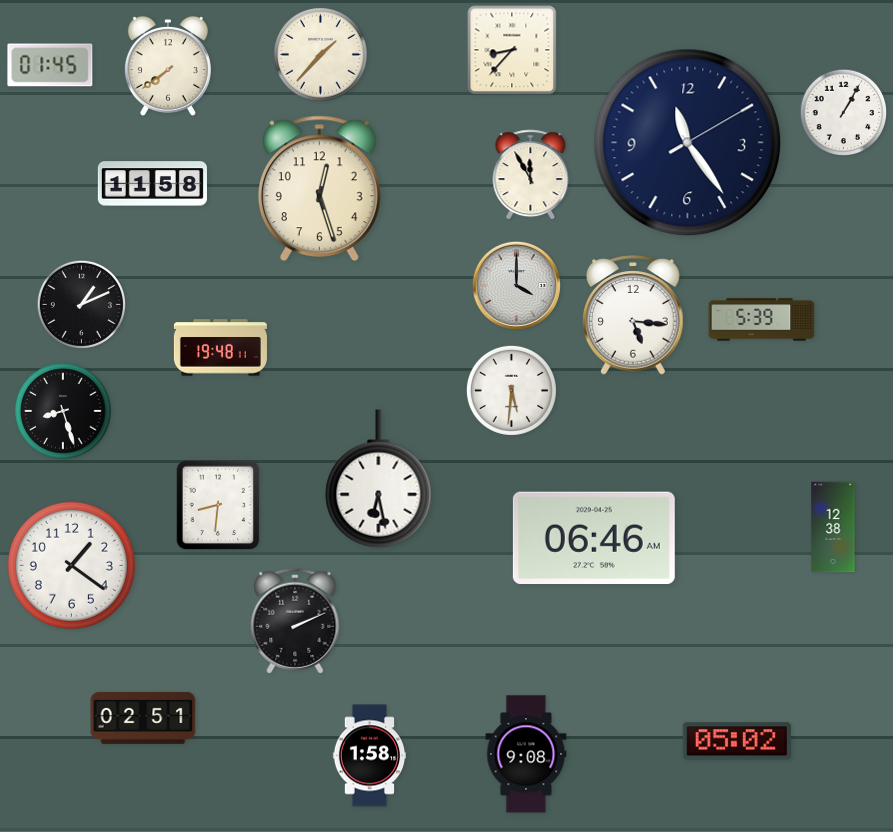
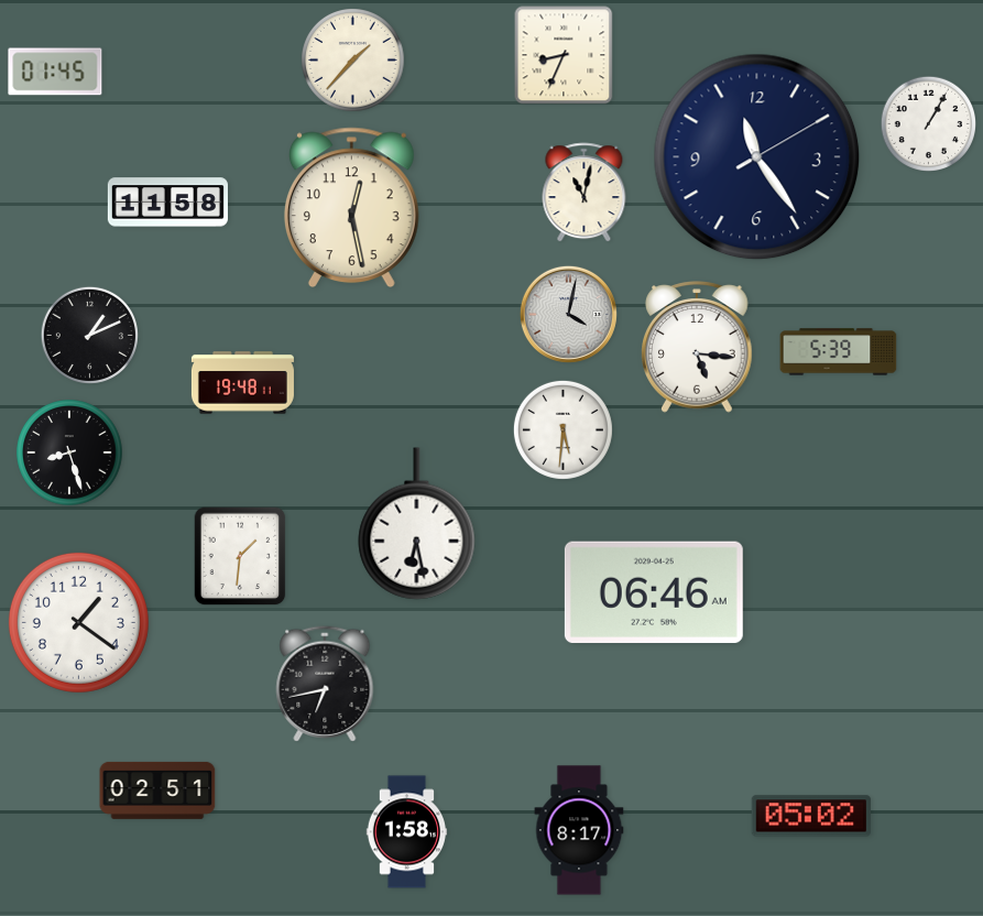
clock at (512, 50): 8:37 -> 8:34
clock at (168, 66): 7:39 -> none
clock at (531, 175): 11:55 -> 11:02
clock at (319, 189): 12:27 -> 12:28
clock at (516, 285): 4:00 -> 4:02
clock at (379, 479) position: (379, 479) -> (417, 524)
clock at (218, 505): 8:31 -> 1:31
clock at (833, 527): 12:38 -> none
clock at (295, 621): 2:11 -> 6:43
clock at (526, 754): 9:08 -> 8:17
